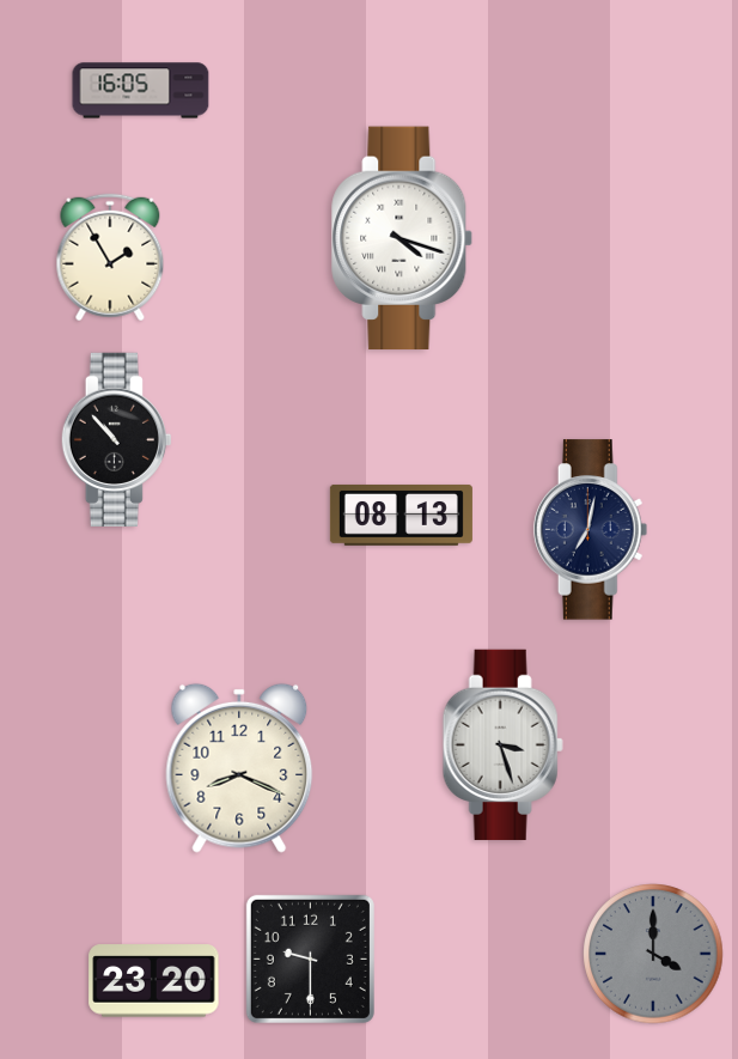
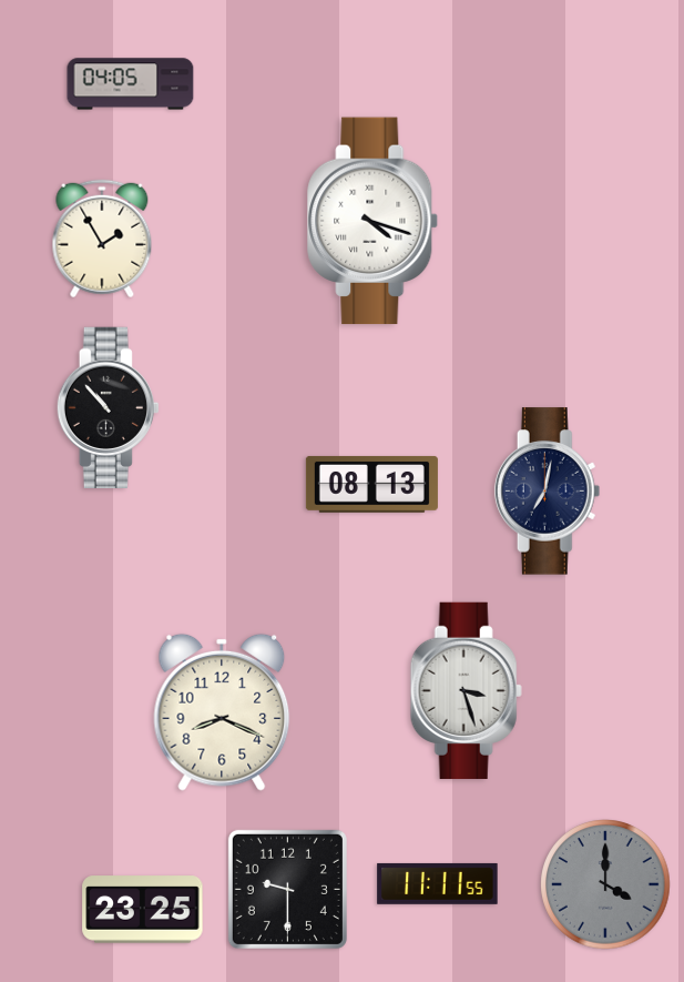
clock at (141, 91): 16:05 -> 04:05
clock at (401, 515) position: (401, 515) -> (371, 484)
clock at (438, 883): none -> 11:11
clock at (154, 981): 23:20 -> 23:25
